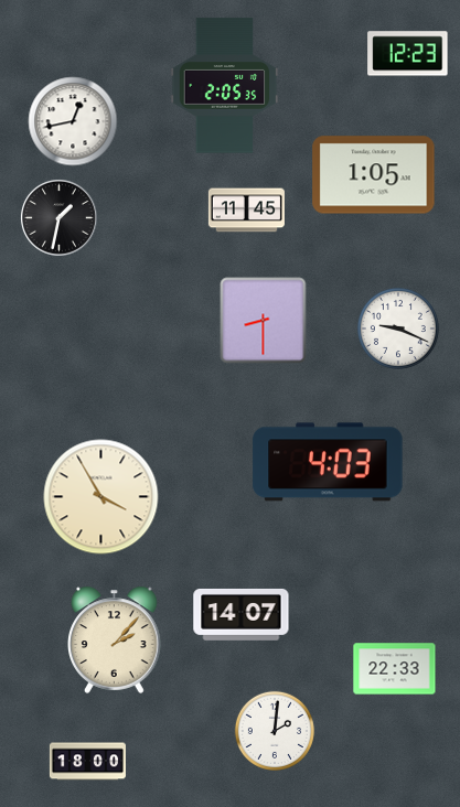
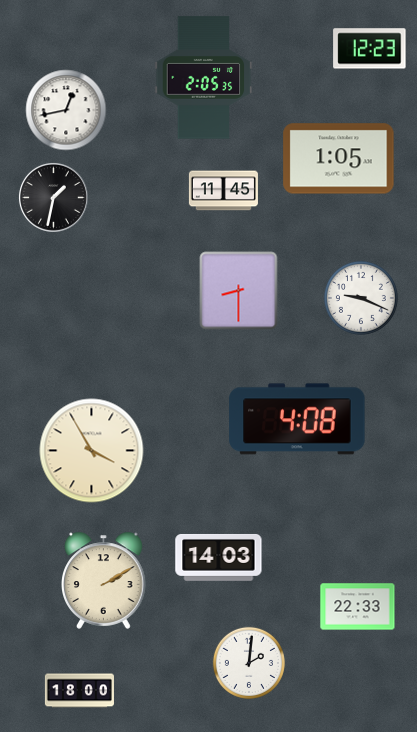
clock at (328, 462): 4:03 -> 4:08
clock at (242, 615): 14:07 -> 14:03
clock at (115, 639): 2:07 -> 2:10
